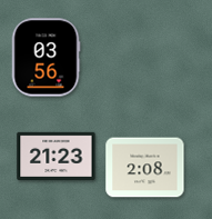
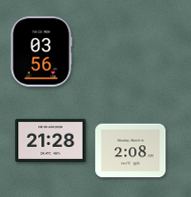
clock at (57, 156): 21:23 -> 21:28
